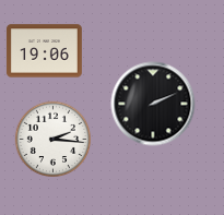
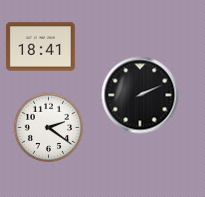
clock at (44, 51): 19:06 -> 18:41
clock at (52, 139): 2:16 -> 2:21
